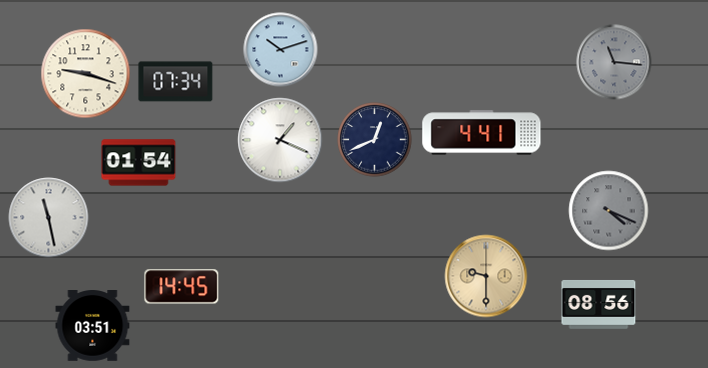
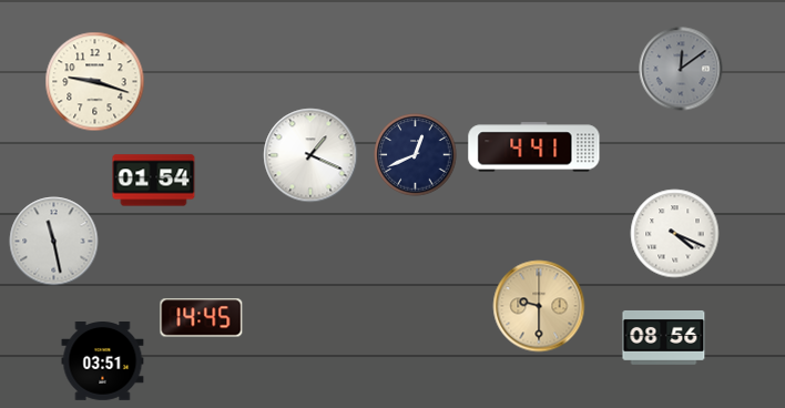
clock at (281, 50): 10:12 -> none
clock at (614, 62): 11:16 -> 12:09
clock at (176, 82): 07:34 -> none
clock at (609, 211) dial: grey -> white
